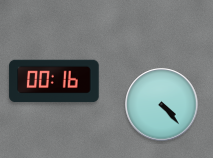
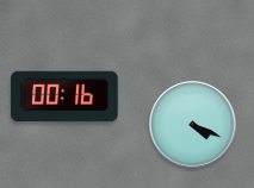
clock at (162, 105): 4:23 -> 4:19
